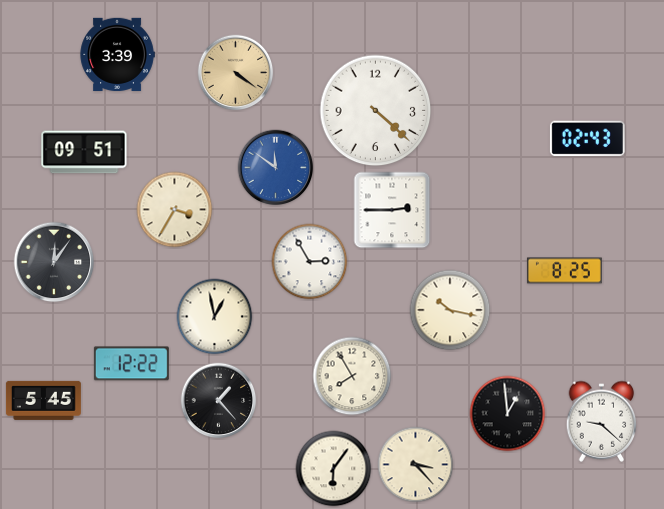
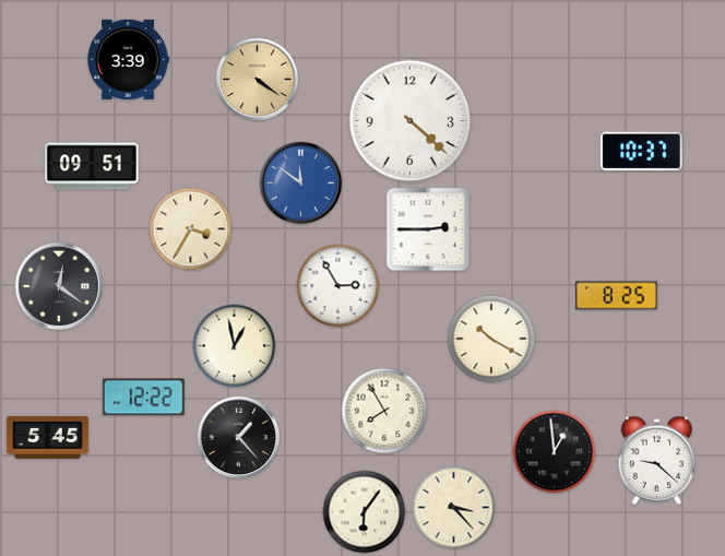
clock at (587, 139): 02:43 -> 10:37
clock at (54, 262): 12:06 -> 12:21
clock at (450, 310): 10:17 -> 10:20
